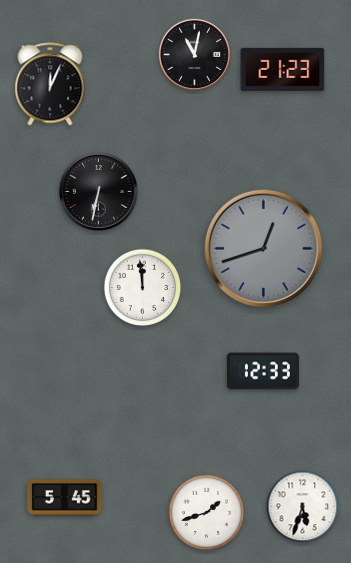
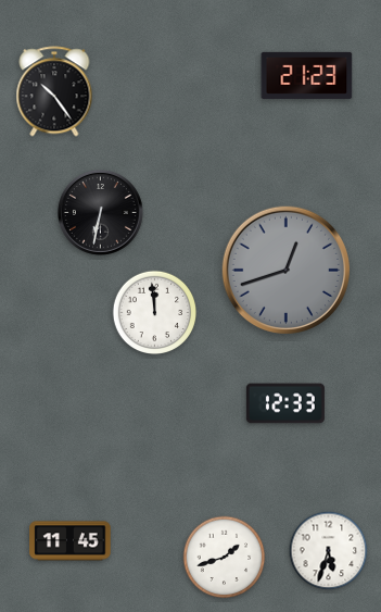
clock at (194, 54): 11:02 -> none
clock at (50, 84): 12:04 -> 10:24
clock at (99, 192) position: (99, 192) -> (101, 213)
clock at (65, 498): 5:45 -> 11:45
